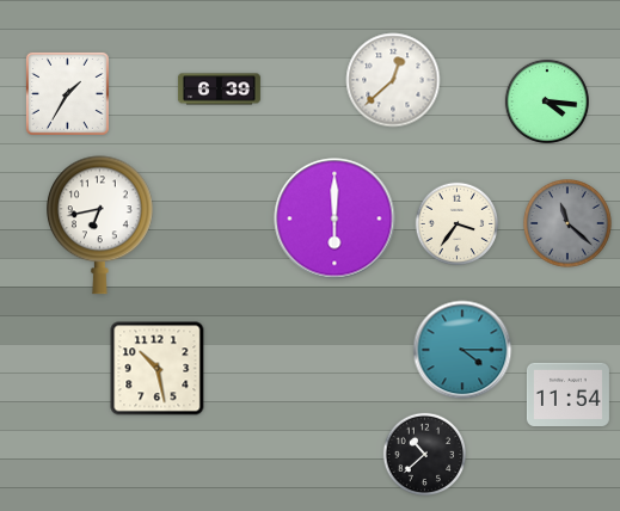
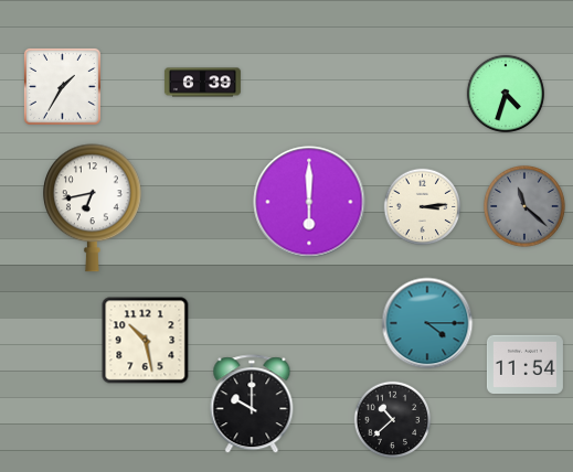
clock at (393, 80): 12:38 -> none
clock at (546, 100): 4:16 -> 4:33
clock at (458, 224): 3:36 -> 3:14
clock at (252, 405): none -> 10:00
